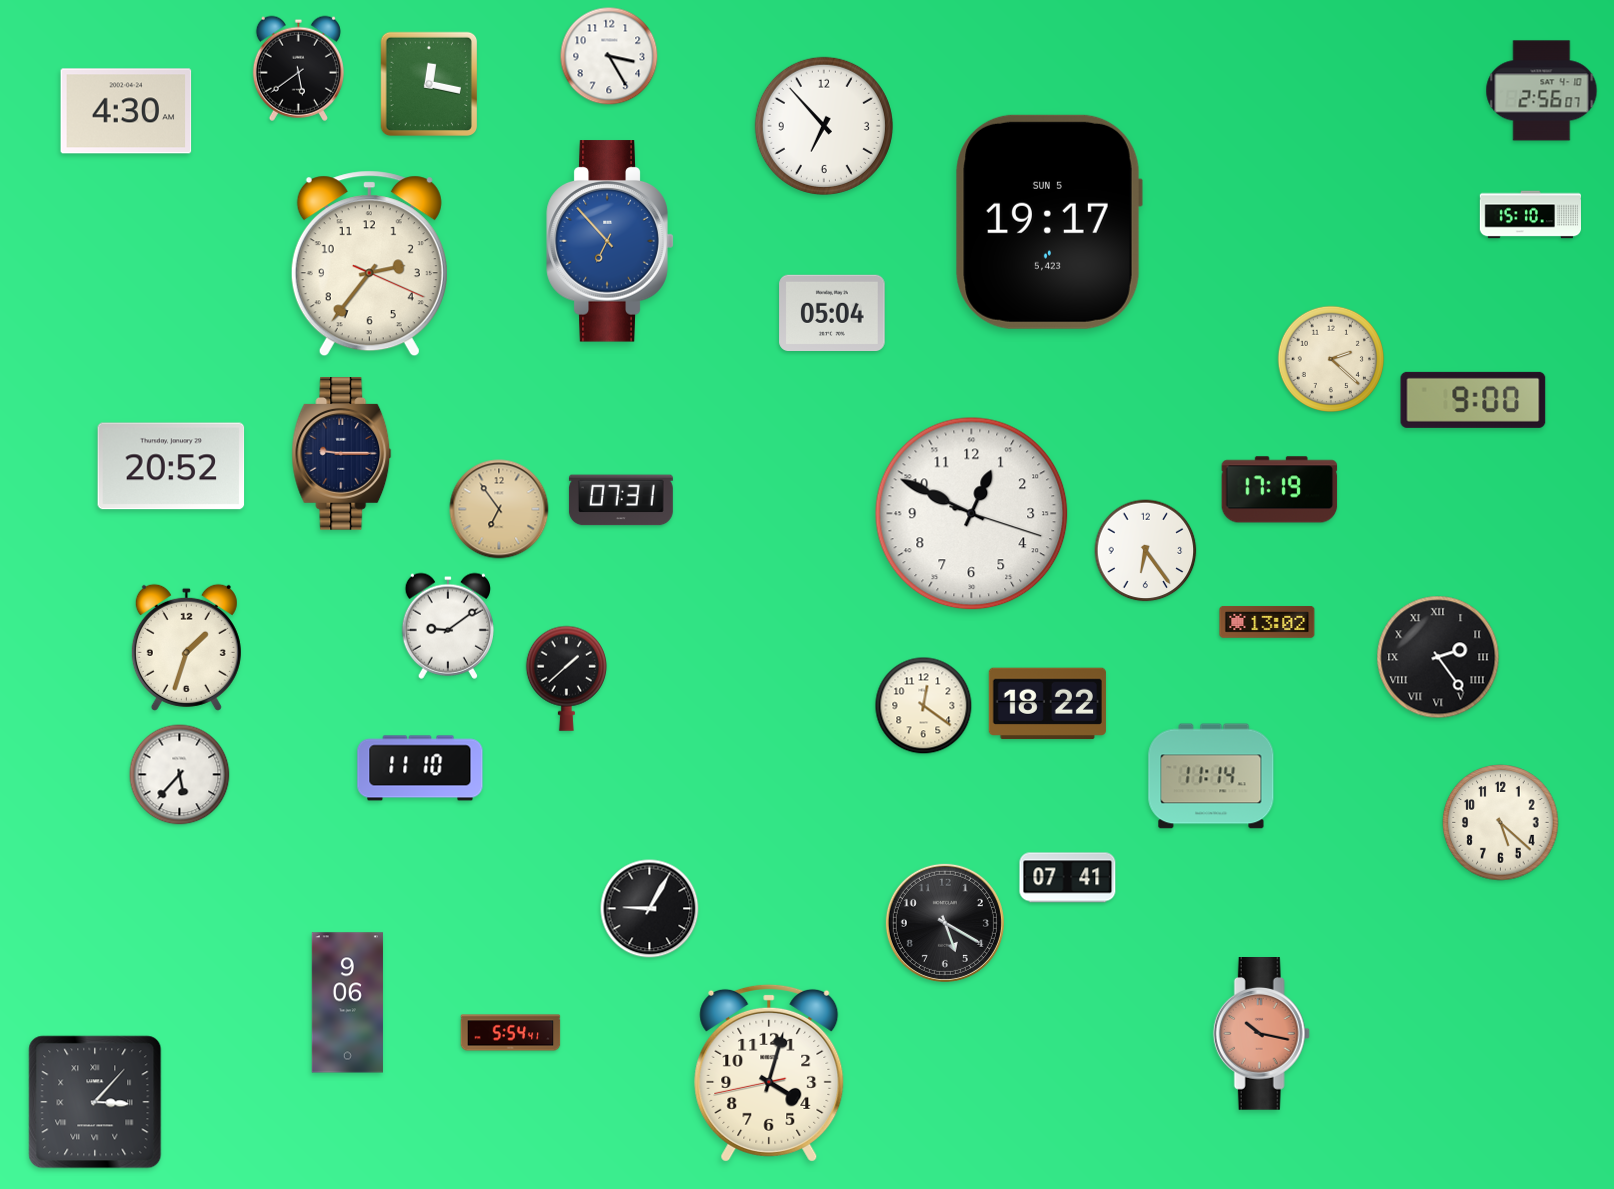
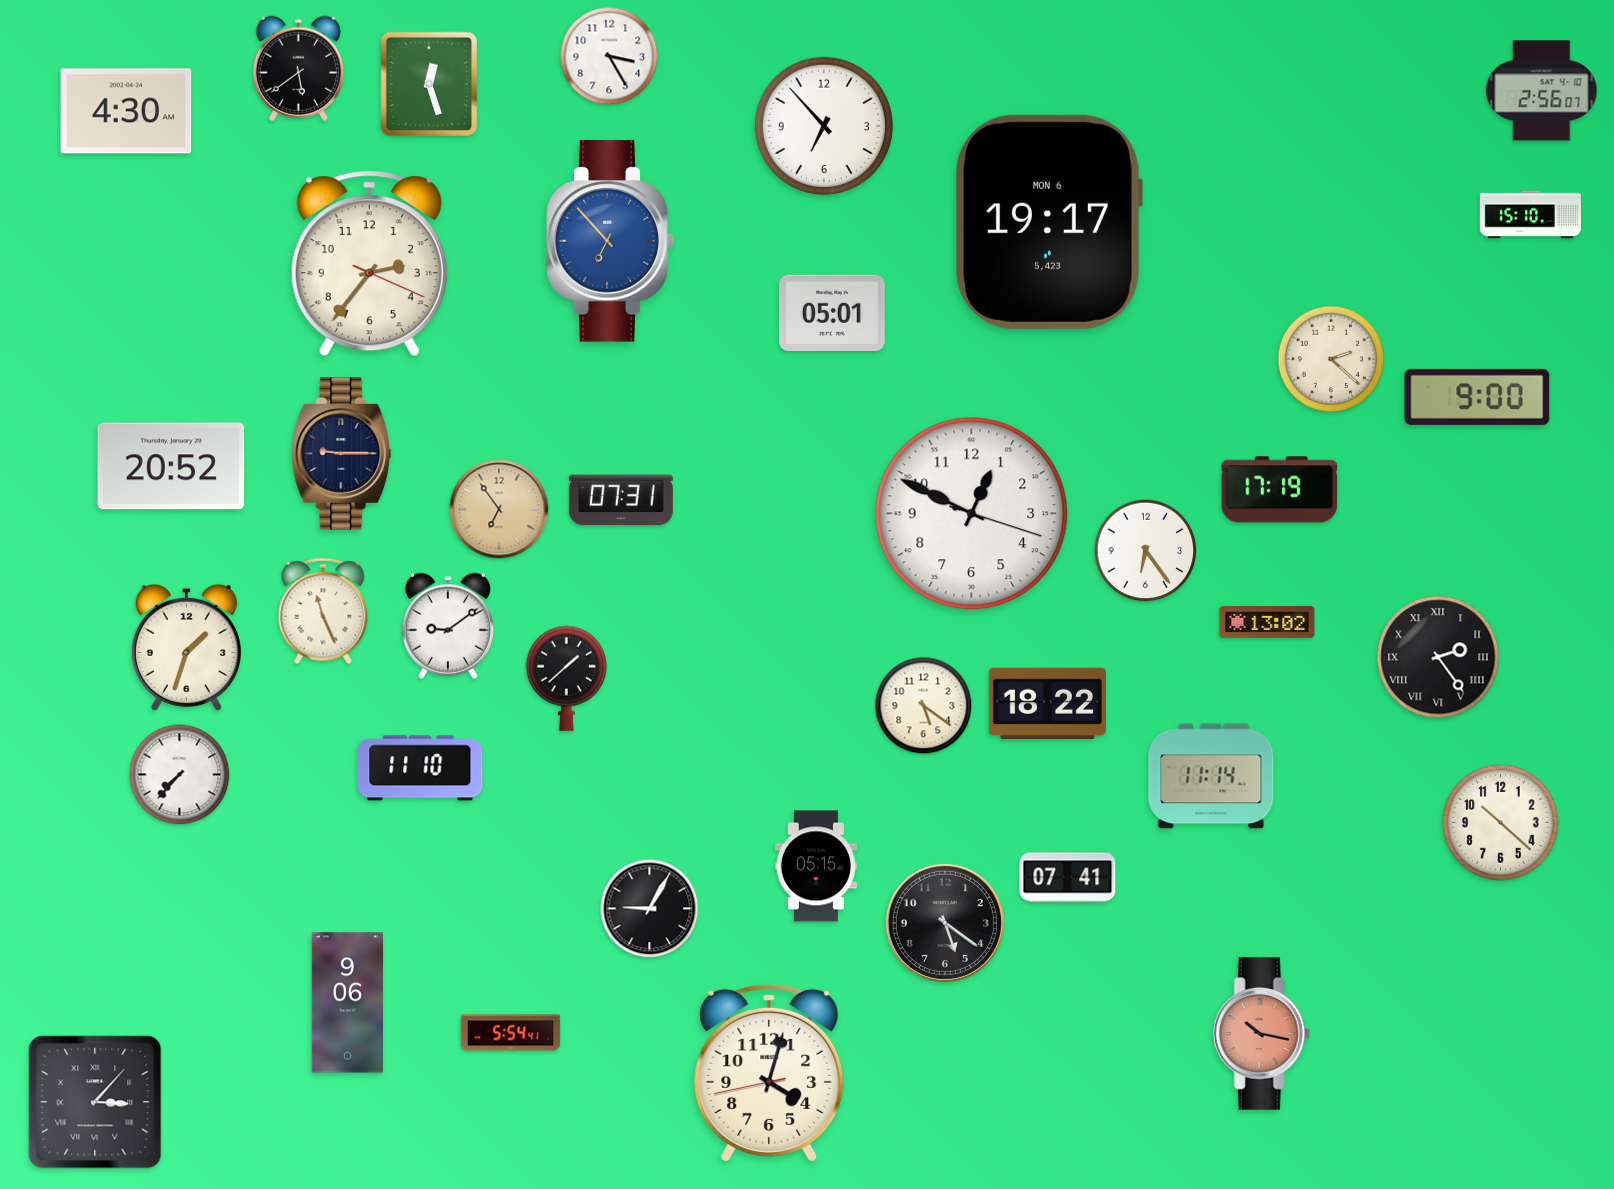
clock at (428, 83): 12:17 -> 12:27
clock at (1049, 222) date: SUN 5 -> MON 6
clock at (832, 312): 05:04 -> 05:01
clock at (1473, 400) position: (1473, 400) -> (1477, 397)
clock at (323, 611): none -> 11:26
clock at (924, 706): 12:21 -> 5:21
clock at (180, 775): 5:37 -> 7:37
clock at (1501, 823): 5:22 -> 10:22
clock at (816, 866): none -> 05:15
clock at (945, 923): 5:20 -> 5:21
